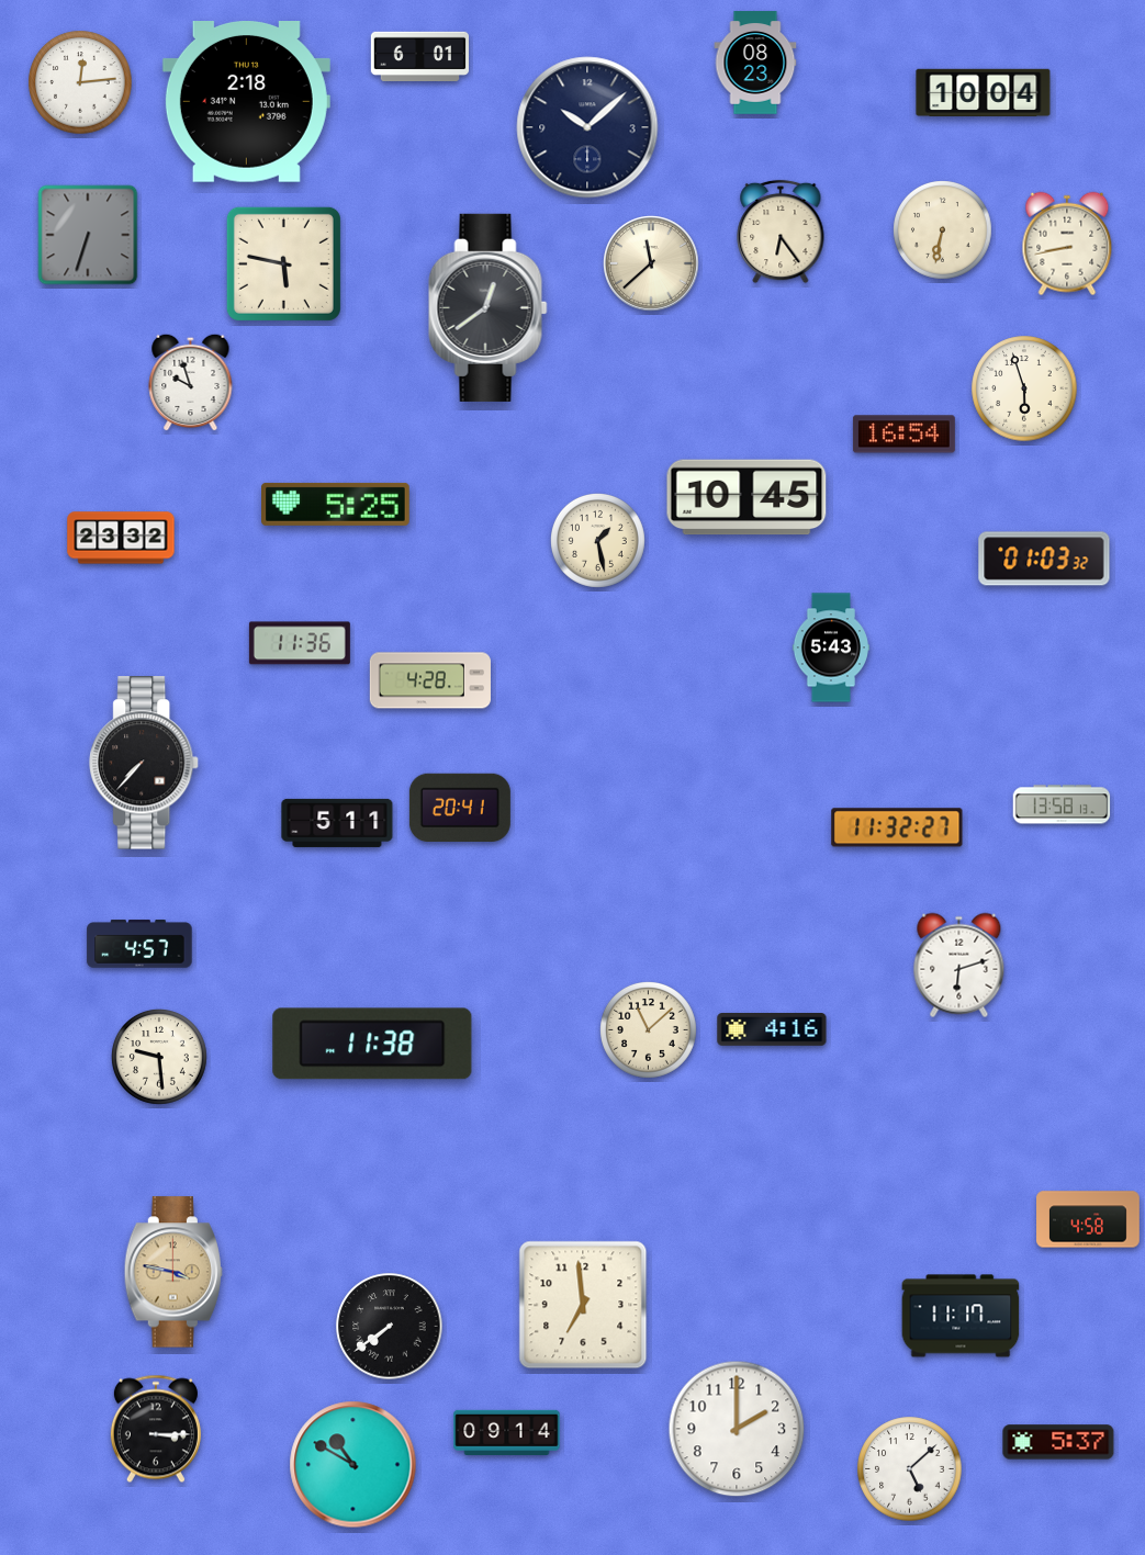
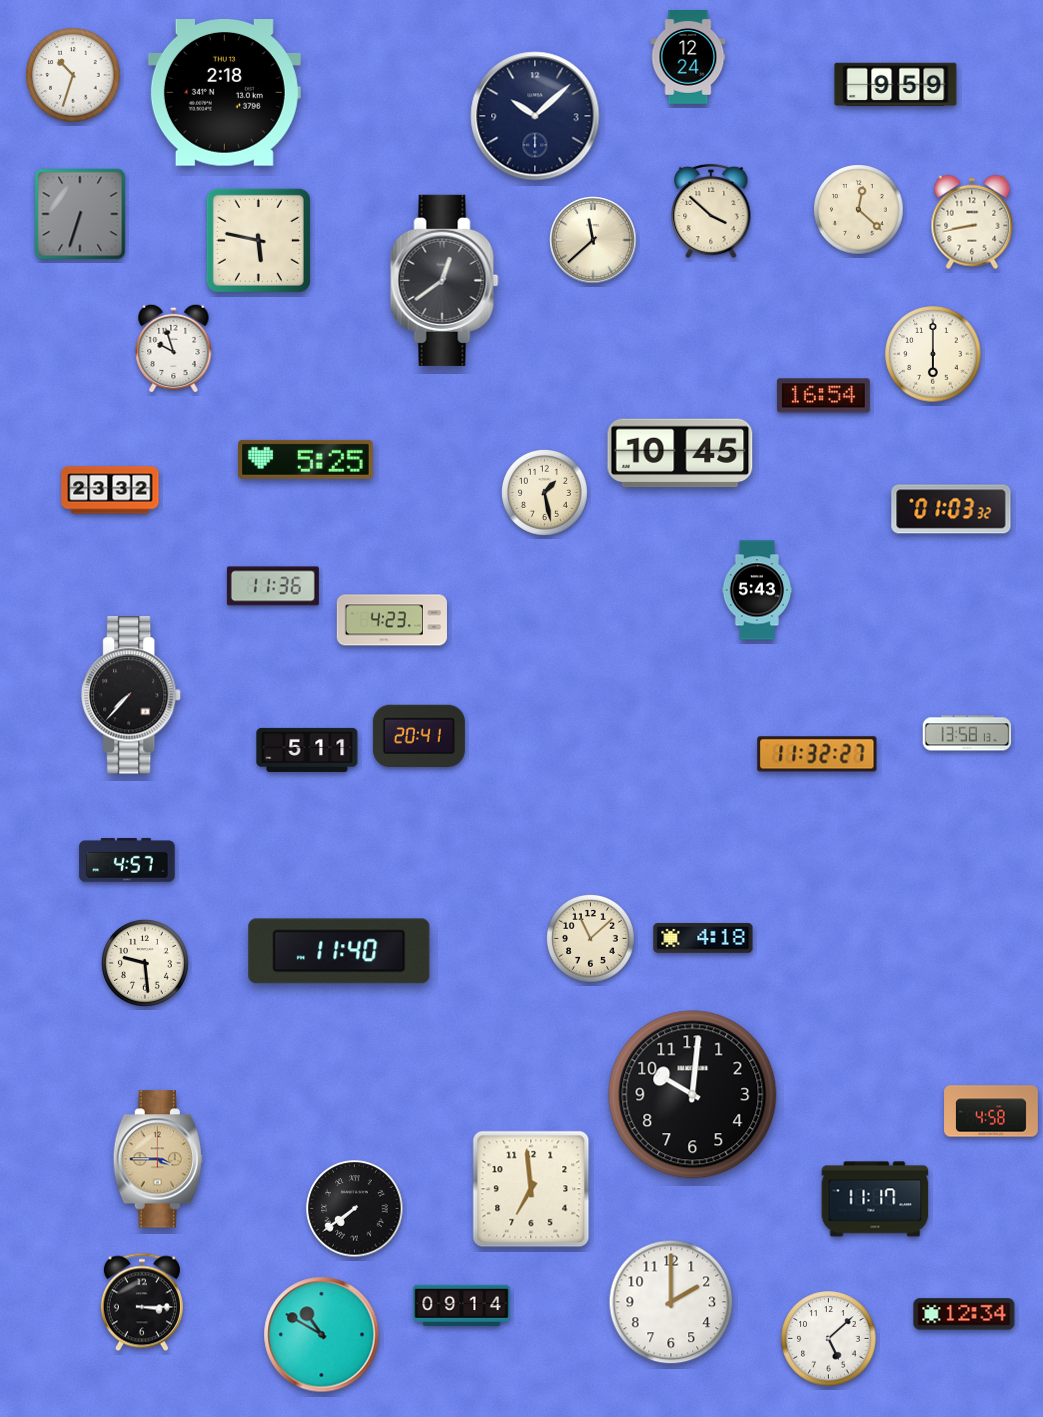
clock at (420, 56): 6:01 -> none
clock at (755, 63): 08:23 -> 12:24
clock at (80, 82): 12:14 -> 10:33
clock at (984, 93): 10:04 -> 9:59
clock at (943, 230): 6:32 -> 12:22
clock at (781, 232): 6:24 -> 3:52
clock at (1024, 388): 5:57 -> 6:00
clock at (430, 680): 4:28 -> 4:23
clock at (959, 966): 6:12 -> none
clock at (772, 1030): 4:16 -> 4:18
clock at (372, 1044): 11:38 -> 11:40
clock at (693, 1095): none -> 10:01
clock at (173, 1272): 3:47 -> 3:45
clock at (1058, 1442): 5:37 -> 12:34
